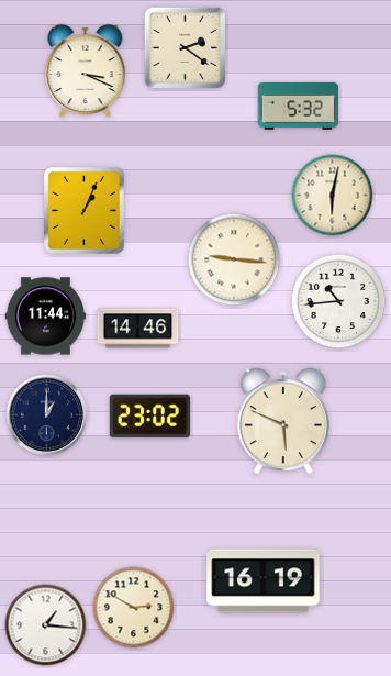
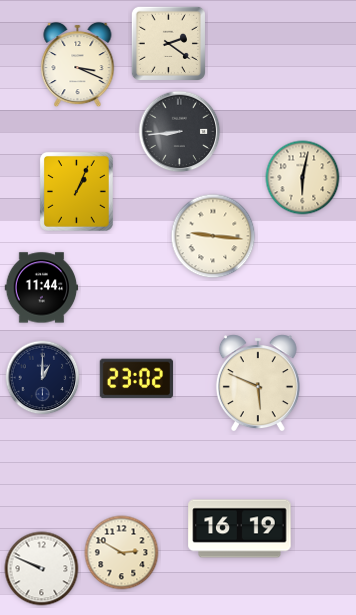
clock at (299, 106): 5:32 -> none
clock at (180, 132): none -> 8:44
clock at (338, 301): 10:44 -> none
clock at (138, 329): 14:46 -> none
clock at (46, 625): 1:16 -> 9:49
